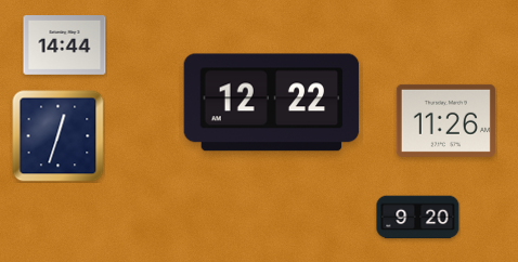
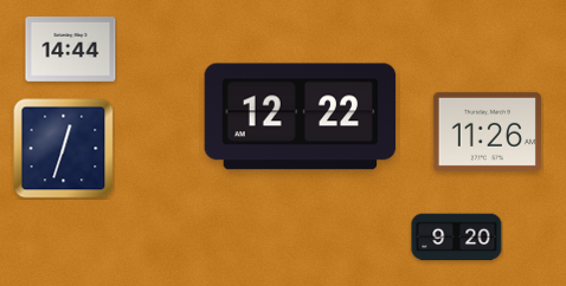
clock at (272, 103) position: (272, 103) -> (301, 117)
